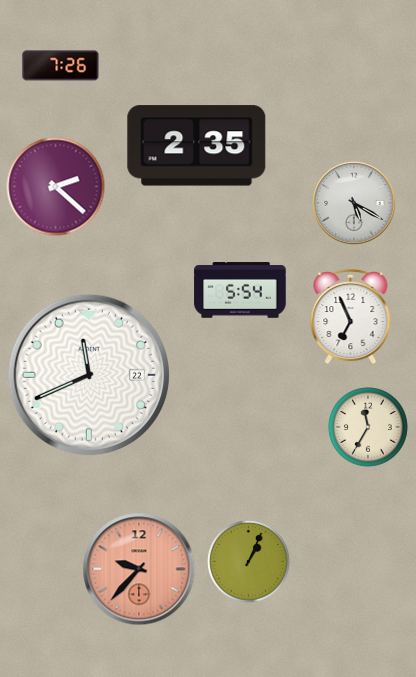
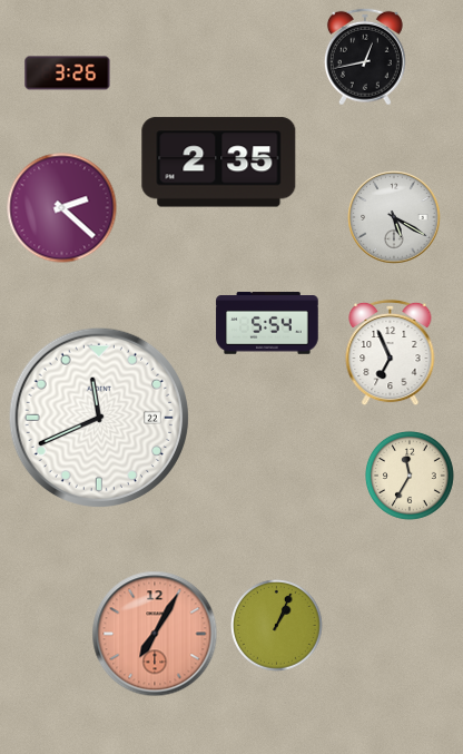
clock at (365, 57): none -> 12:43
clock at (61, 66): 7:26 -> 3:26
clock at (354, 203) position: (354, 203) -> (394, 217)
clock at (139, 569): 9:37 -> 7:05
